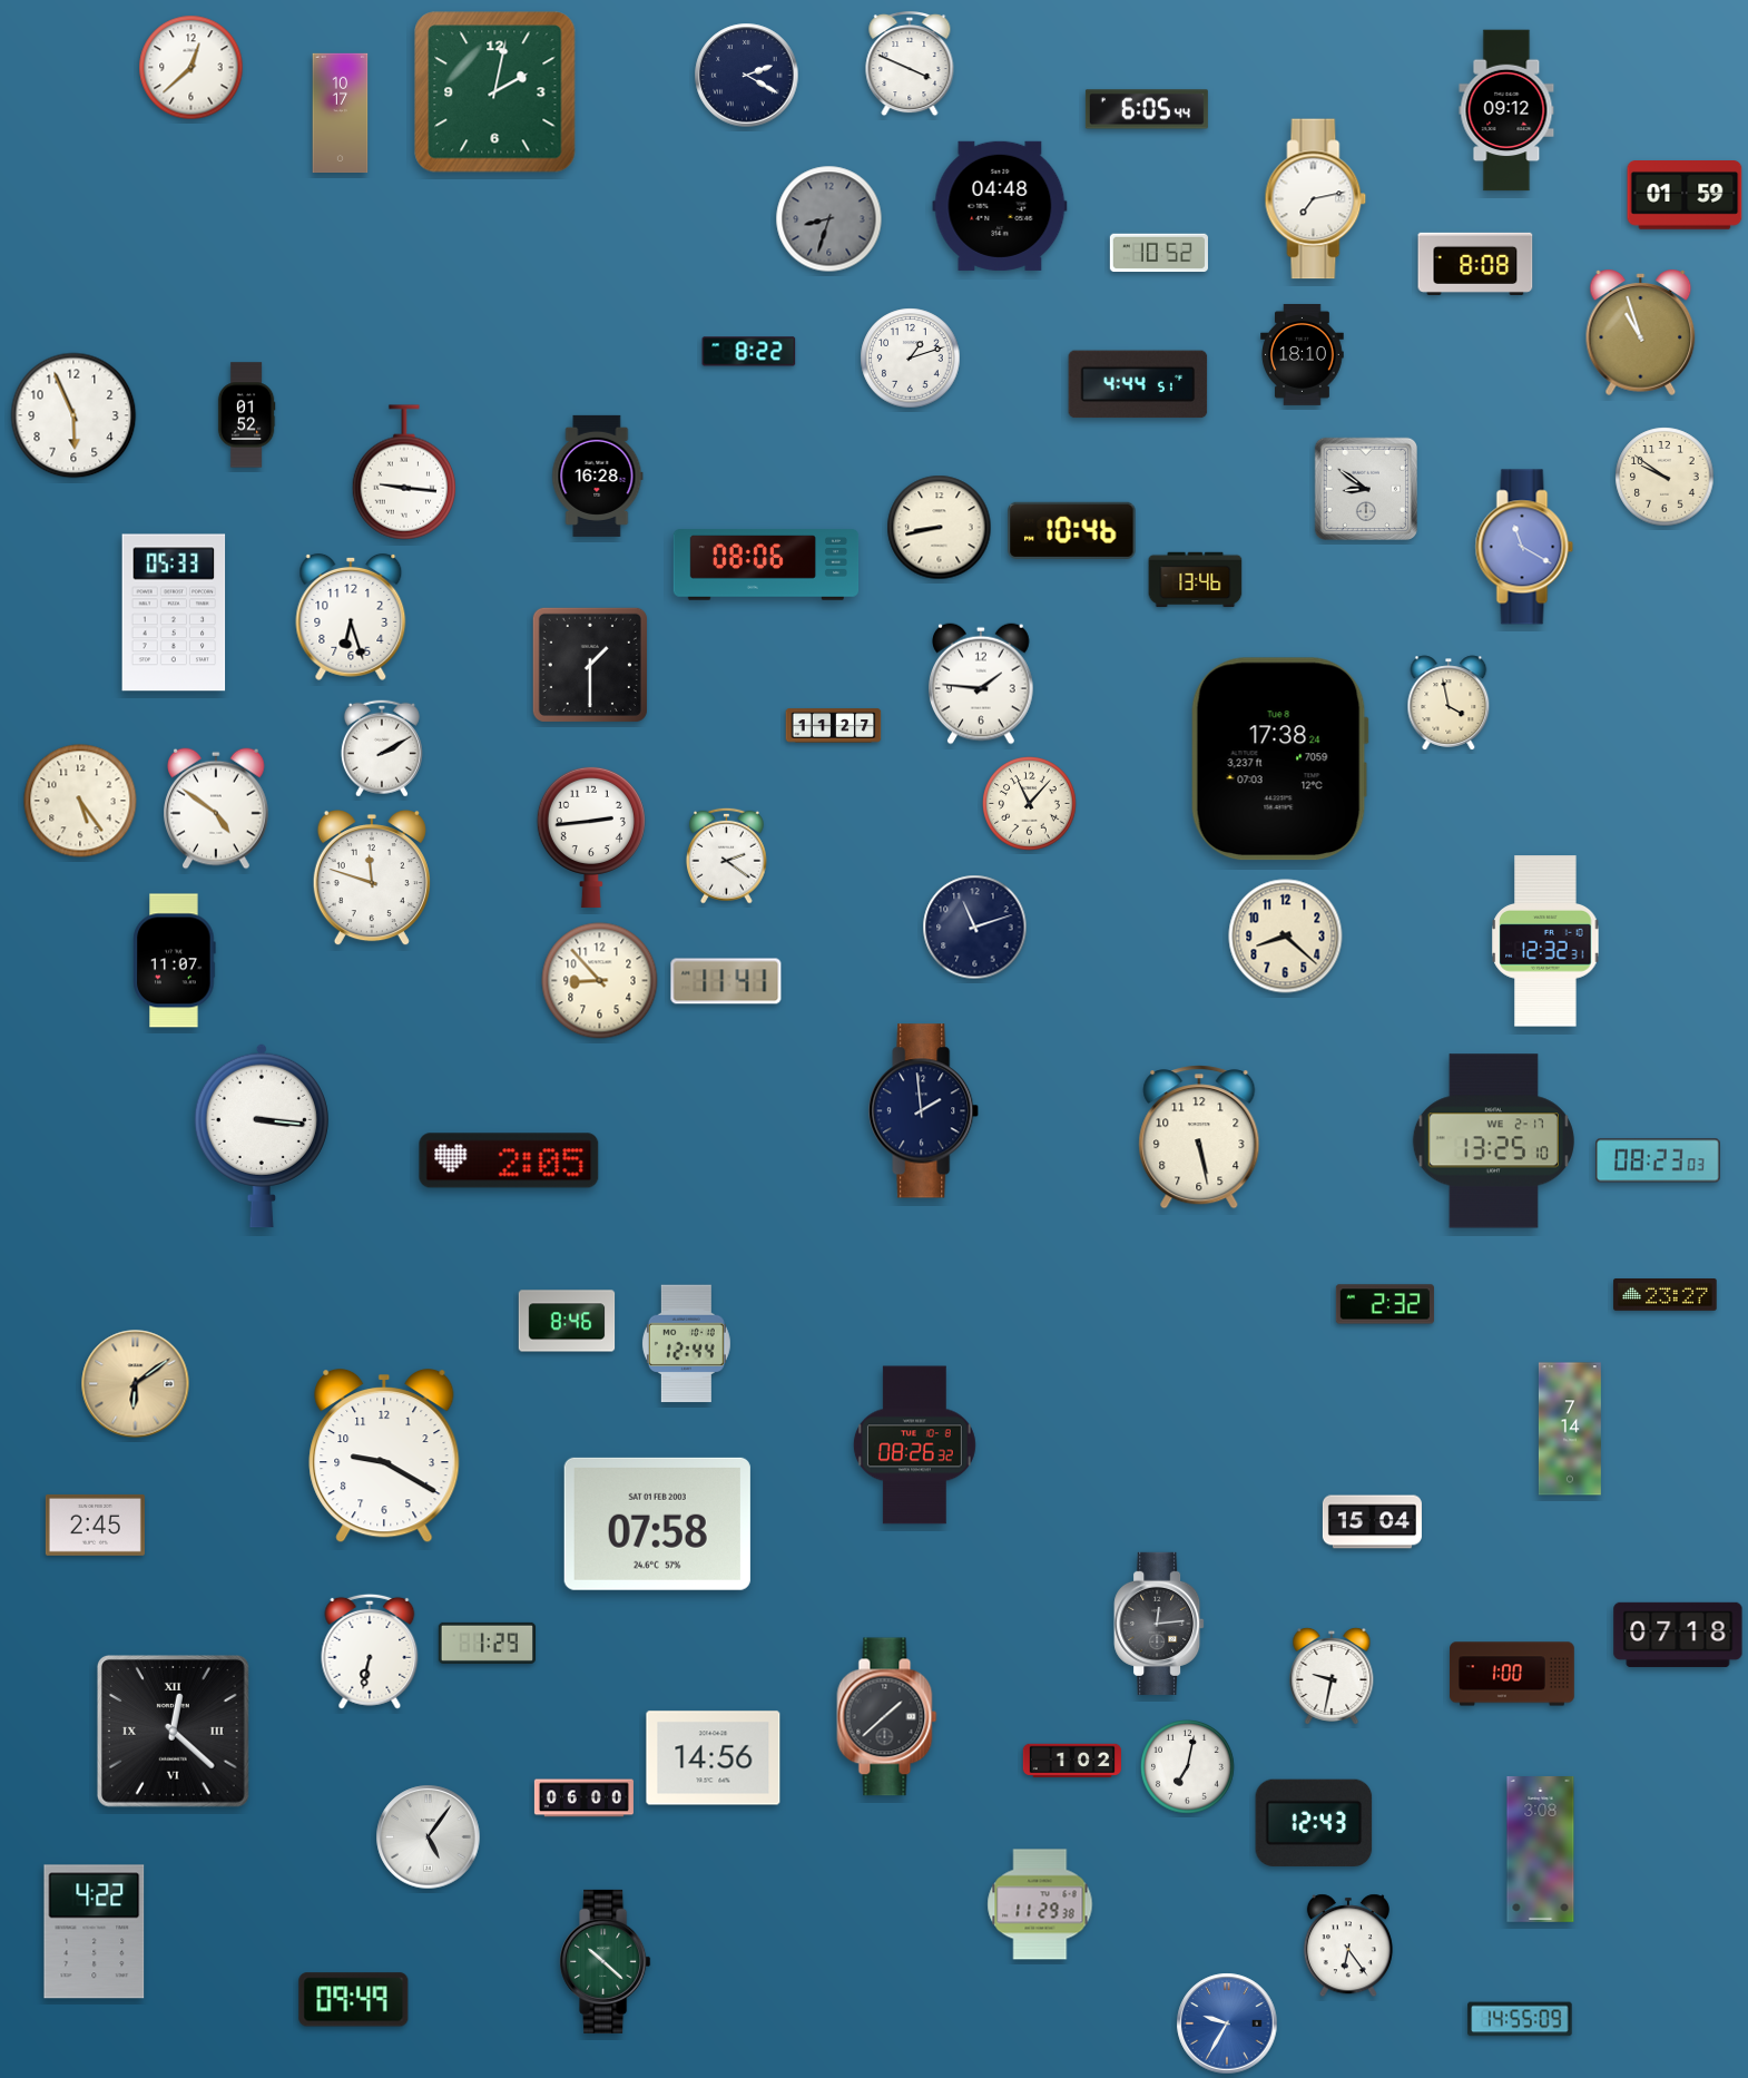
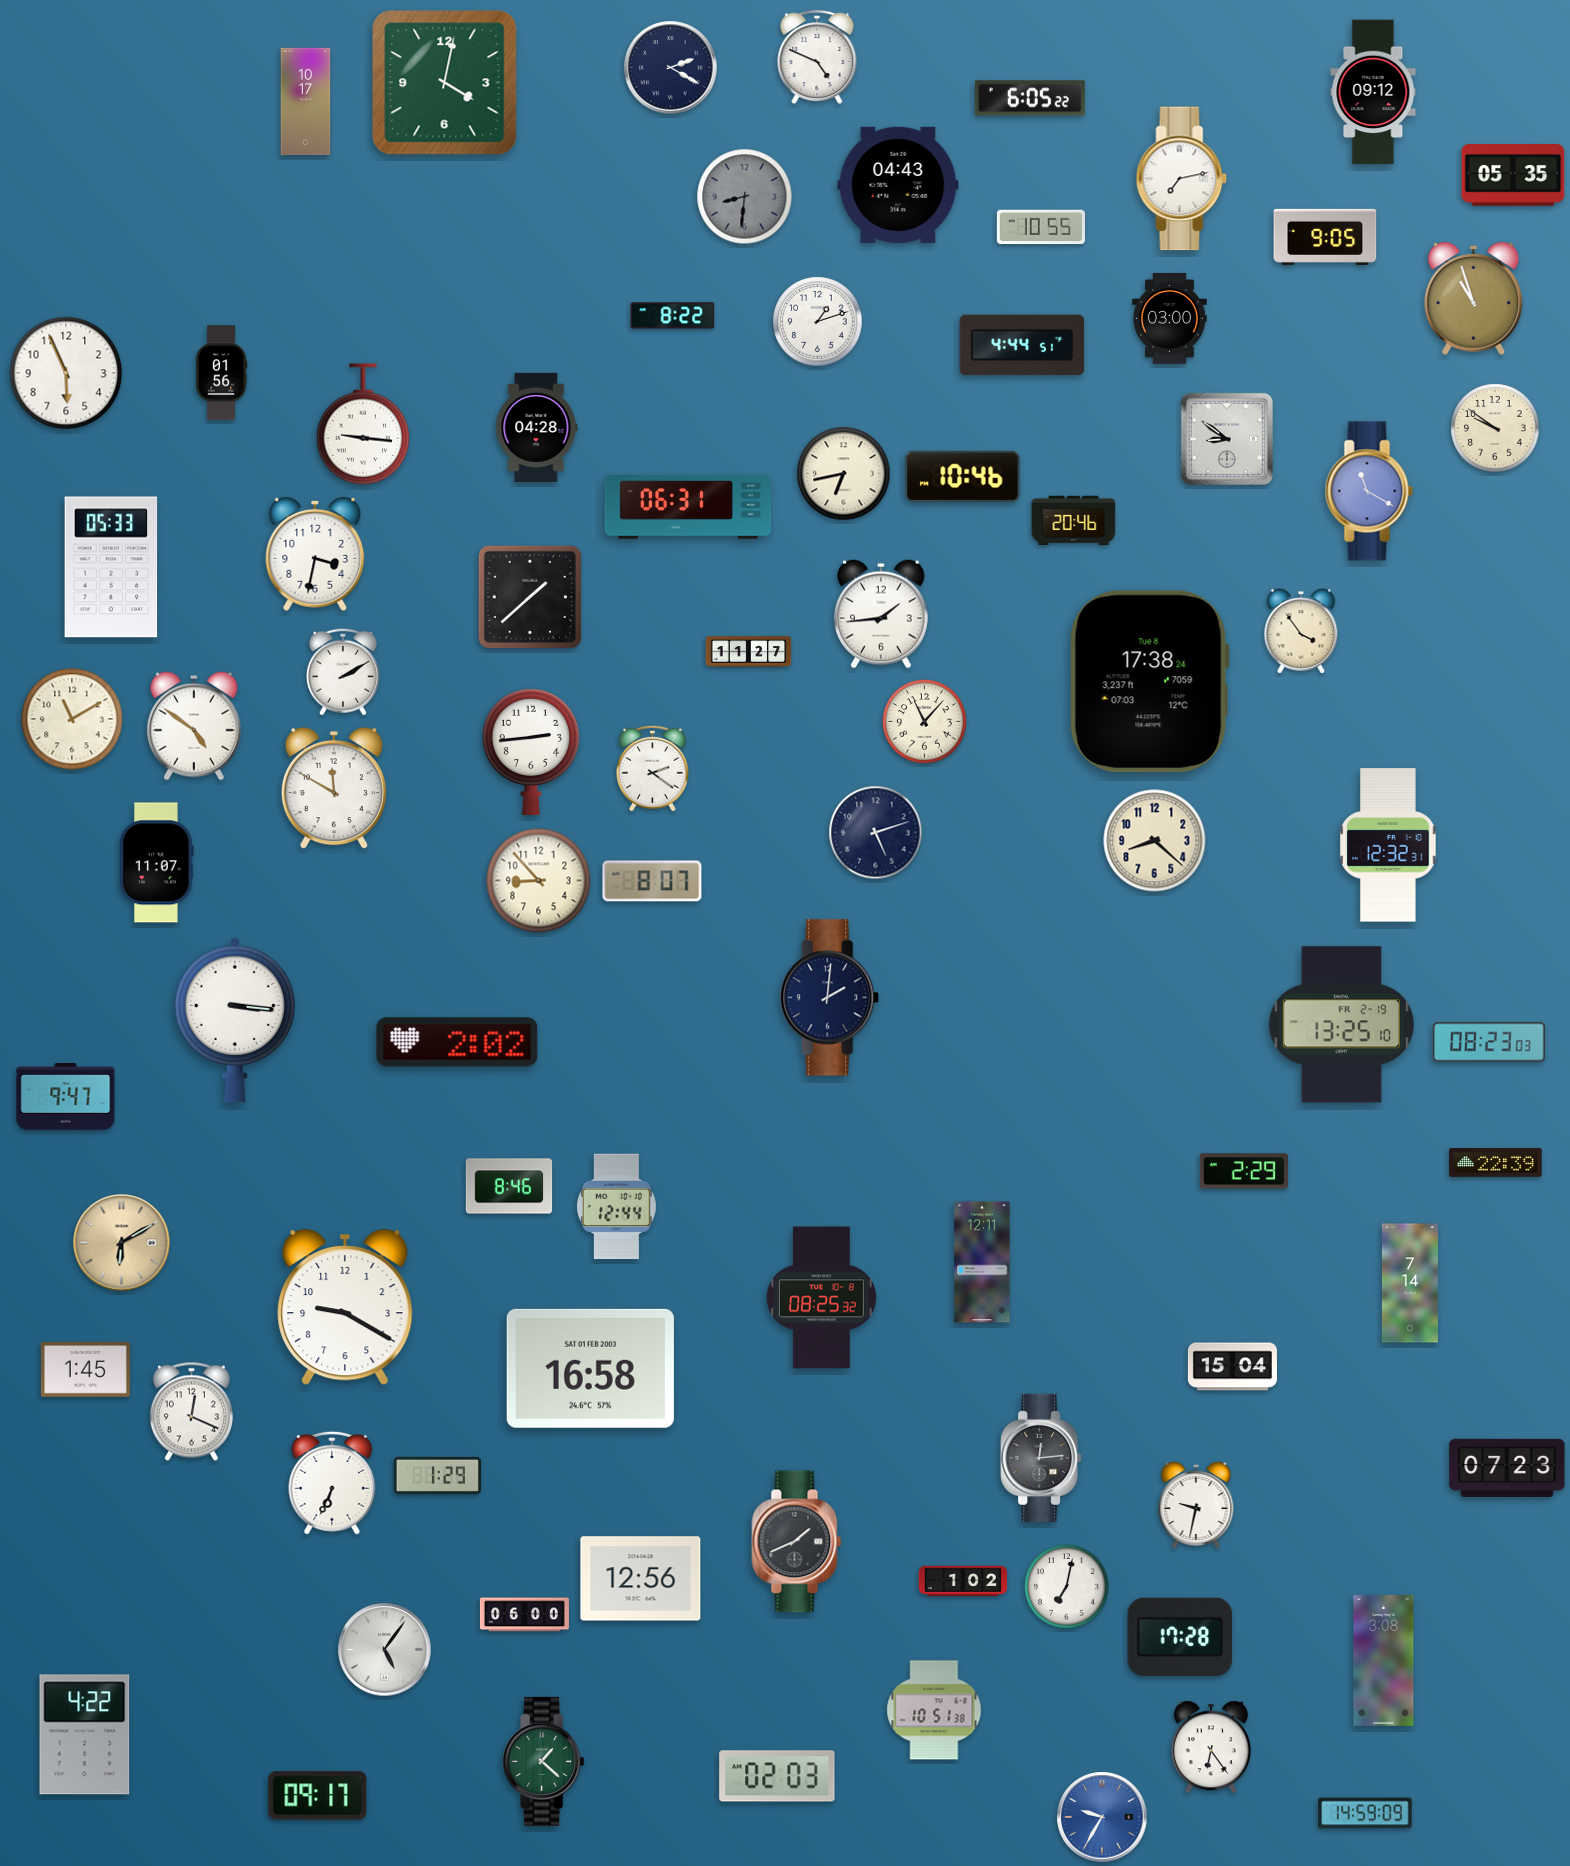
clock at (910, 63): 3:49 -> 4:49
clock at (192, 68): 12:38 -> none
clock at (495, 92): 2:02 -> 4:02
clock at (1147, 109): 6:05:44 -> 6:05:22
clock at (1506, 110) position: (1506, 110) -> (1373, 92)
clock at (1685, 196): 01:59 -> 05:35
clock at (1000, 206): 04:48 -> 04:43
clock at (829, 219): 8:33 -> 8:31
clock at (1159, 253): 10:52 -> 10:55
clock at (1475, 264): 8:08 -> 9:05
clock at (1303, 354): 18:10 -> 03:00
clock at (246, 415): 01:52 -> 01:56
clock at (598, 476): 16:28 -> 04:28
clock at (940, 528): 8:43 -> 6:43
clock at (766, 565): 08:06 -> 06:31
clock at (1196, 580): 13:46 -> 20:46
clock at (174, 612) position: (174, 612) -> (111, 567)
clock at (351, 617): 6:27 -> 3:32
clock at (590, 665): 1:30 -> 1:38
clock at (982, 684): 1:46 -> 1:44
clock at (1449, 703): 3:58 -> 3:54
clock at (80, 801): 5:24 -> 11:10
clock at (372, 878): 11:48 -> 11:50
clock at (975, 928): 11:12 -> 5:12
clock at (726, 981): 11:41 -> 8:07
clock at (924, 1111): 1:59 -> 2:01
clock at (1199, 1137): 5:28 -> none
clock at (1493, 1141) date: WE 2-17 -> FR 2-19
clock at (509, 1160): 2:05 -> 2:02
clock at (66, 1097): none -> 9:47
clock at (1666, 1295): 23:27 -> 22:39
clock at (1385, 1304): 2:32 -> 2:29
clock at (136, 1384): 6:09 -> 6:10
clock at (982, 1262): none -> 12:11
clock at (914, 1445): 08:26 -> 08:25
clock at (657, 1523): 07:58 -> 16:58
clock at (95, 1525): 2:45 -> 1:45
clock at (191, 1412): none -> 12:19
clock at (1678, 1635): 07:18 -> 07:23
clock at (370, 1651): 6:32 -> 6:34
clock at (1512, 1674): 1:00 -> none
clock at (887, 1717): 1:38 -> 1:41
clock at (173, 1731): 12:22 -> none
clock at (714, 1758): 14:56 -> 12:56
clock at (1314, 1823): 12:43 -> 17:28
clock at (1040, 1904): 11:29 -> 10:51
clock at (606, 1961): 10:22 -> 1:22
clock at (777, 1776): none -> 02:03
clock at (354, 2000): 09:49 -> 09:17
clock at (1520, 2019): 14:55 -> 14:59
